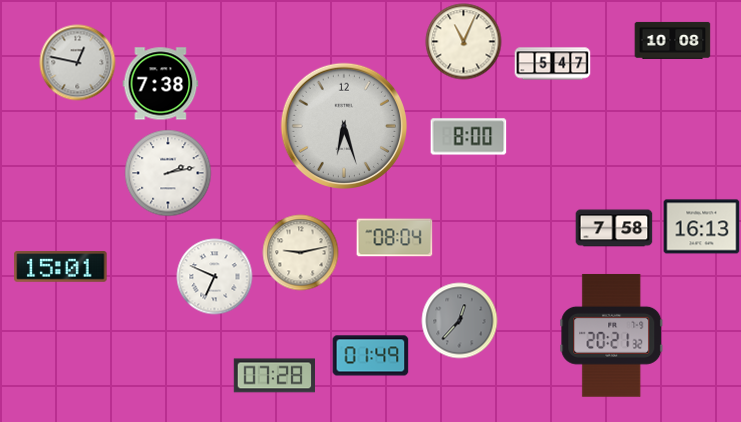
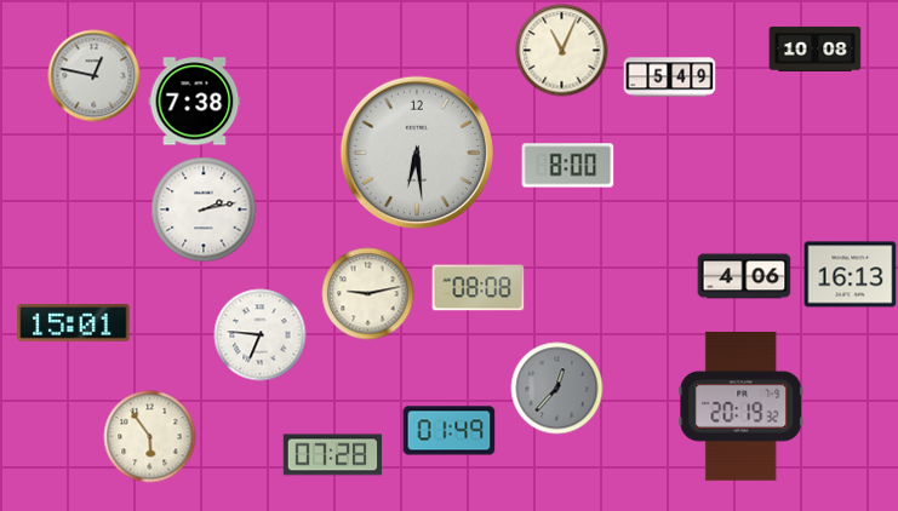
clock at (553, 64): 5:47 -> 5:49
clock at (343, 125): 6:27 -> 6:29
clock at (614, 228): 7:58 -> 4:06
clock at (395, 238): 08:04 -> 08:08
clock at (301, 253) position: (301, 253) -> (368, 294)
clock at (215, 277): 6:49 -> 6:46
clock at (612, 335): 20:21 -> 20:19
clock at (150, 437): none -> 5:54
